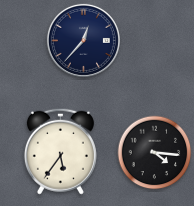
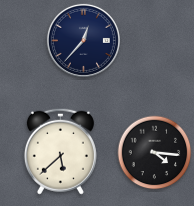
clock at (60, 151): 5:36 -> 5:38
